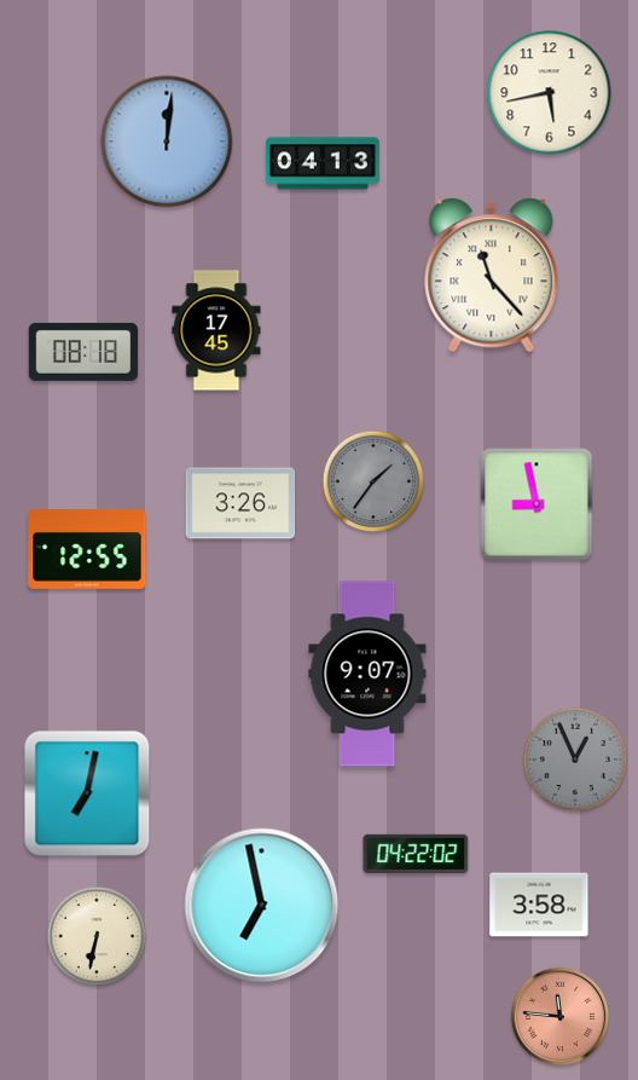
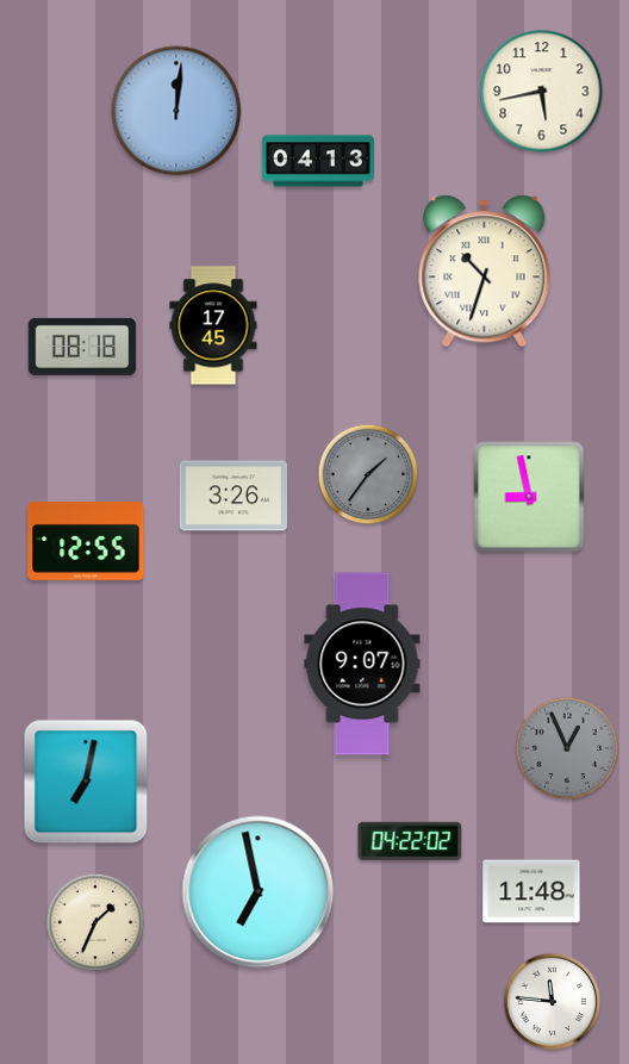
clock at (167, 142) position: (167, 142) -> (176, 111)
clock at (492, 276): 11:23 -> 10:33
clock at (240, 503) position: (240, 503) -> (233, 496)
clock at (539, 905): 3:58 -> 11:48
clock at (97, 936): 6:32 -> 1:34
clock at (561, 1017) dial: salmon -> white
